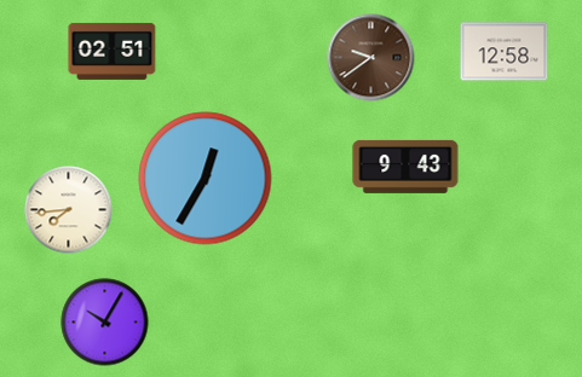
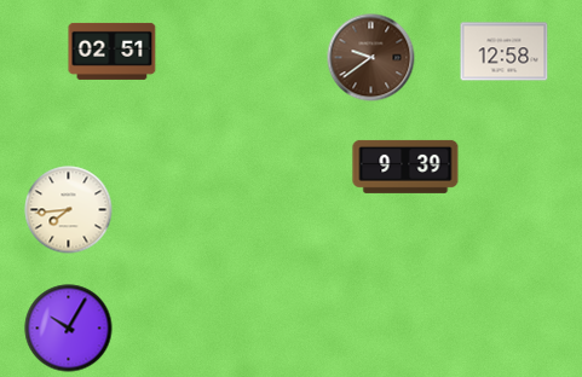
clock at (405, 167): 9:43 -> 9:39
clock at (206, 179): 12:35 -> none
clock at (105, 323) position: (105, 323) -> (69, 329)
